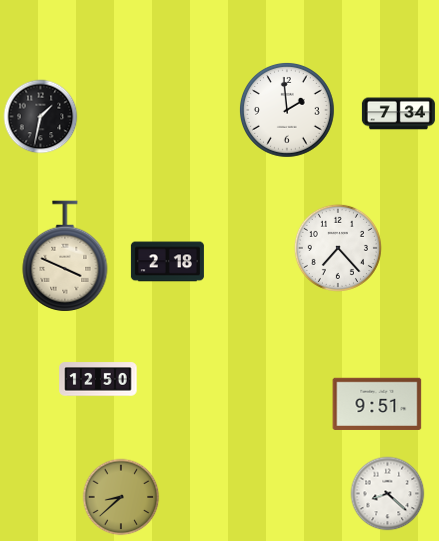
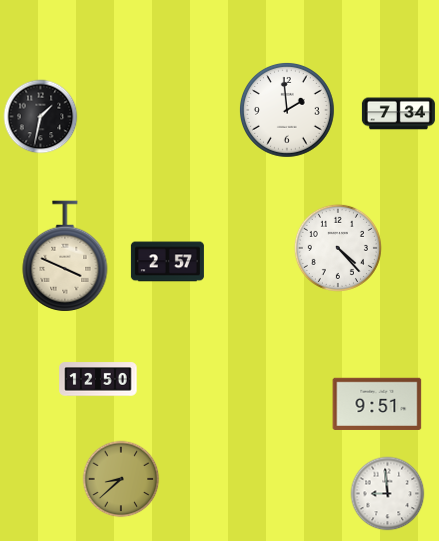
clock at (338, 248): 7:23 -> 4:23
clock at (167, 262): 2:18 -> 2:57
clock at (388, 494): 8:22 -> 8:59
clock at (121, 497) position: (121, 497) -> (121, 479)
